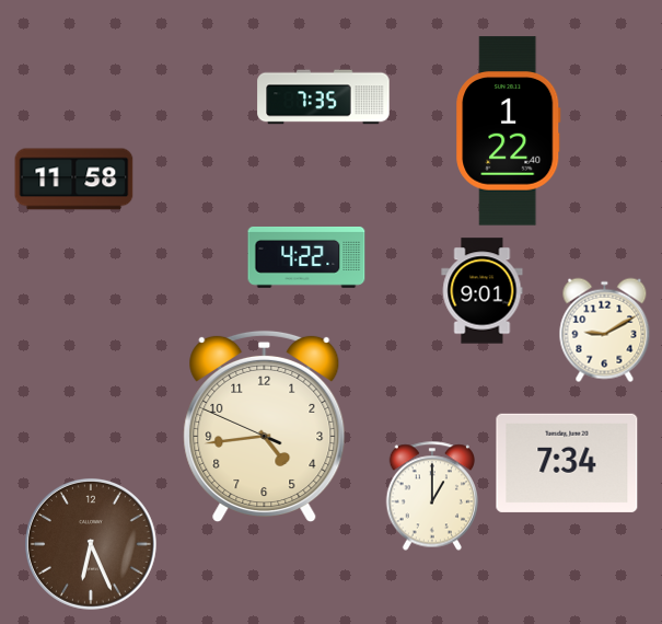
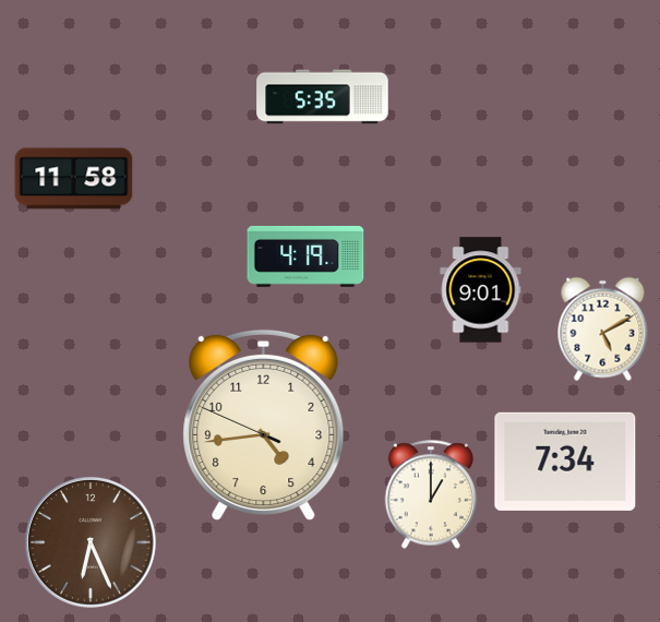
clock at (324, 97): 7:35 -> 5:35
clock at (509, 131): 1:22 -> none
clock at (306, 257): 4:22 -> 4:19
clock at (605, 331): 9:10 -> 5:10
